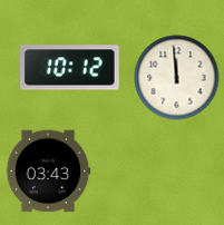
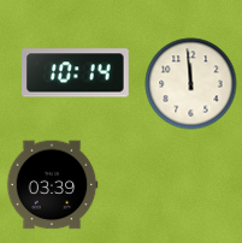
clock at (70, 68): 10:12 -> 10:14
clock at (48, 172): 03:43 -> 03:39
